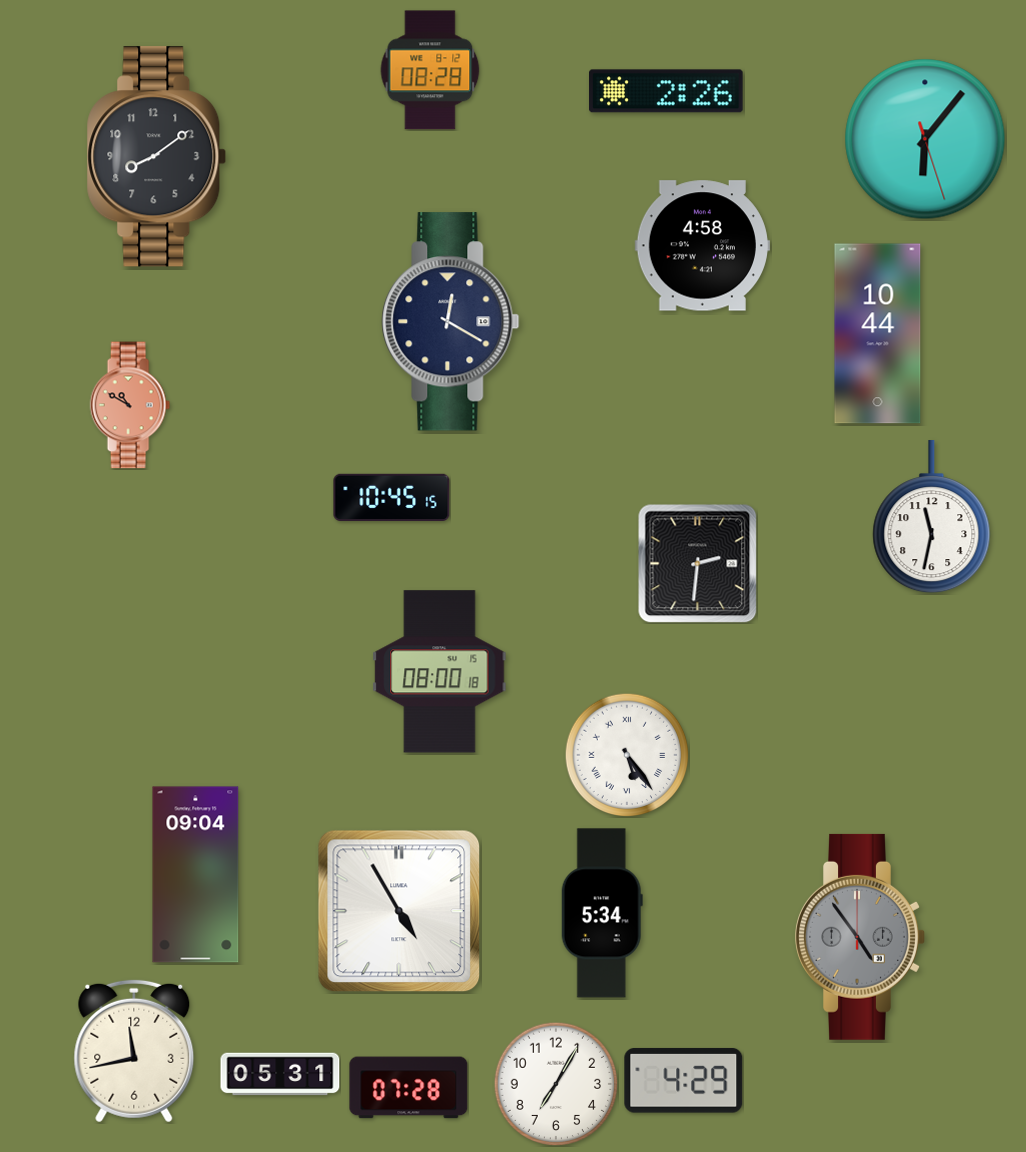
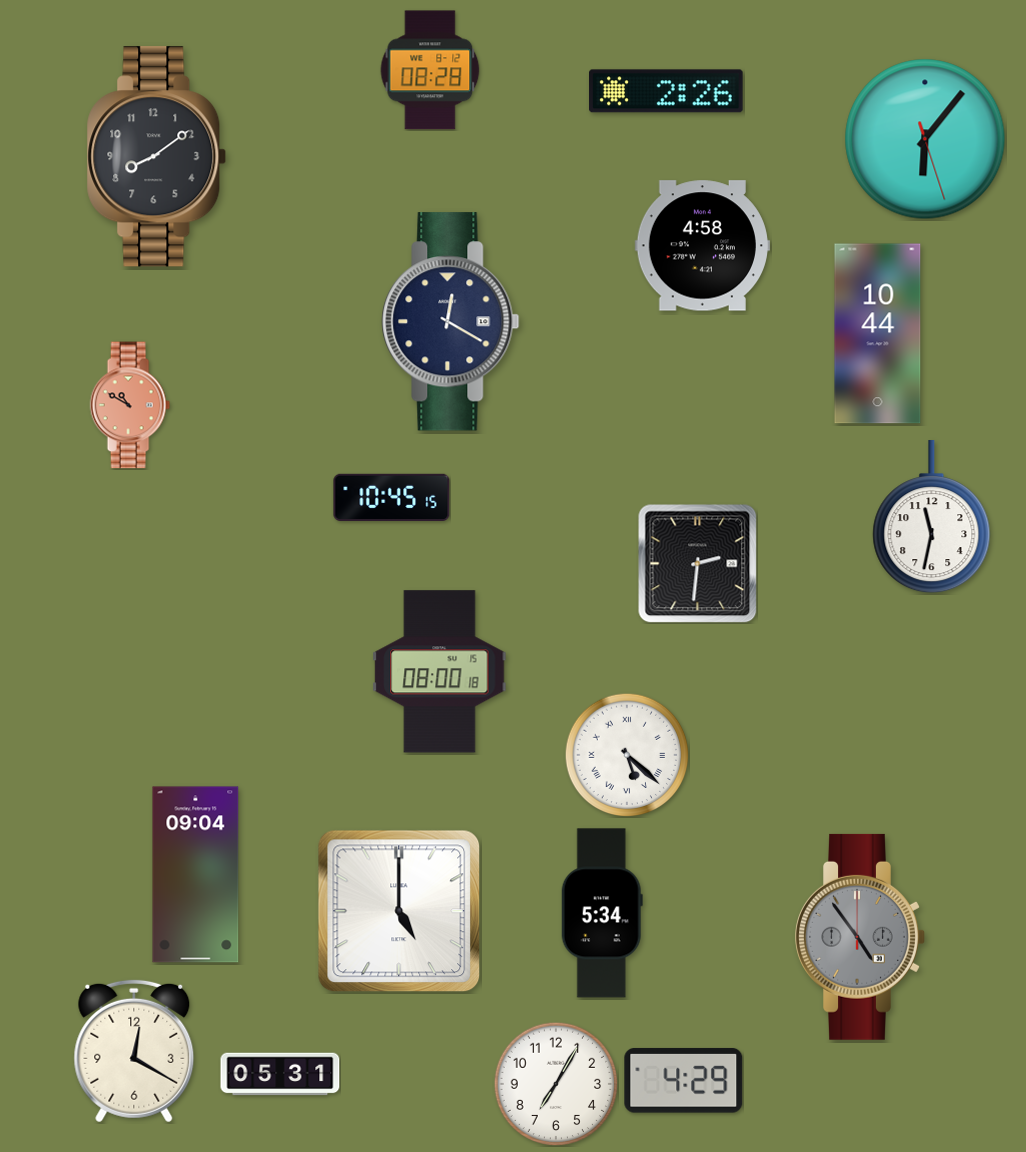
clock at (627, 755): 5:24 -> 5:22
clock at (399, 911): 4:55 -> 5:00
clock at (134, 1051): 11:43 -> 12:20
clock at (409, 1088): 07:28 -> none
